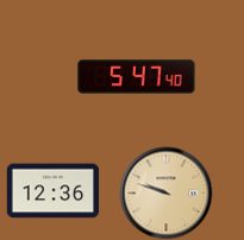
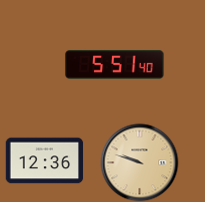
clock at (137, 77): 5:47 -> 5:51
